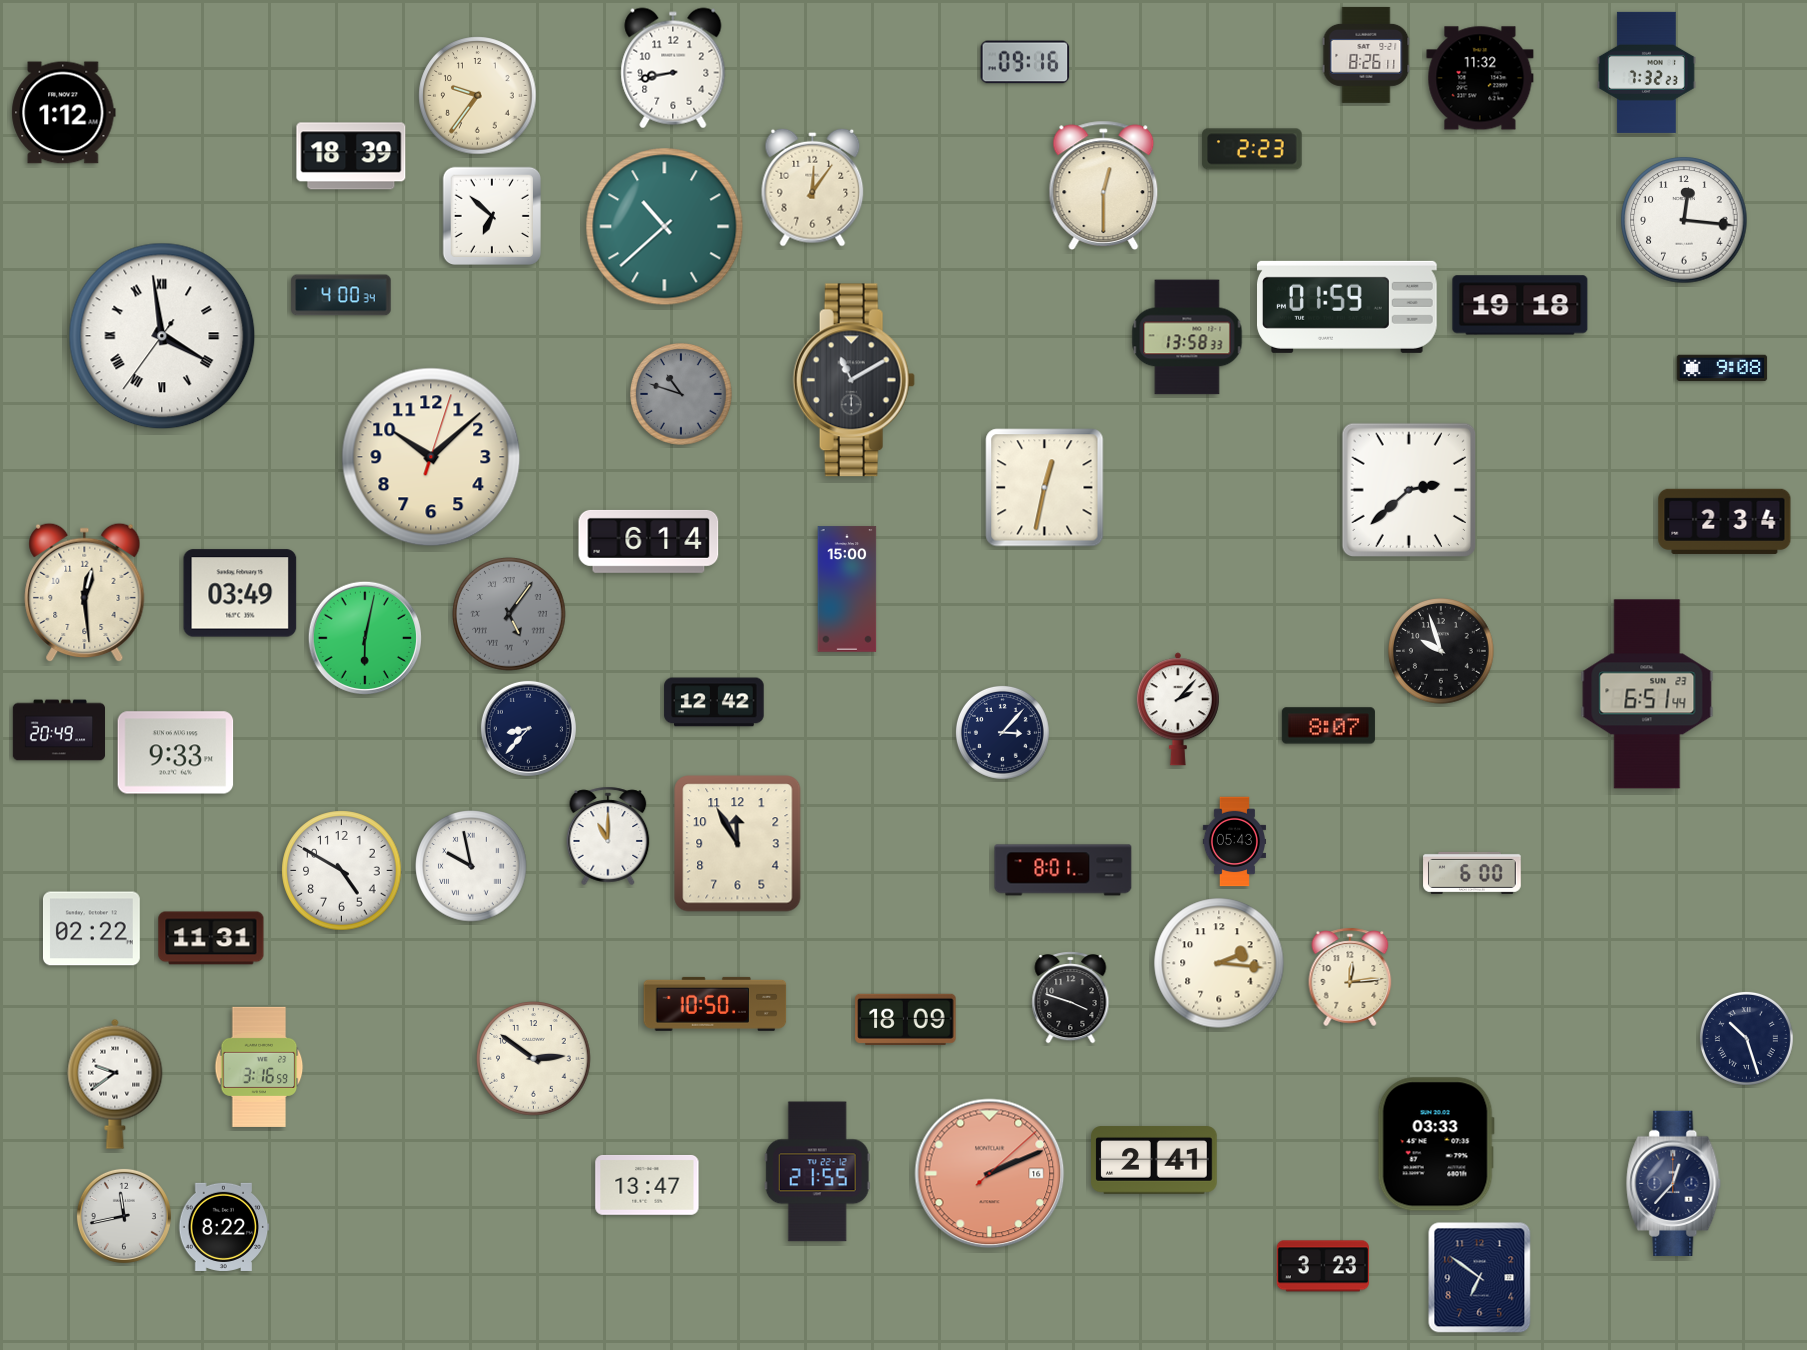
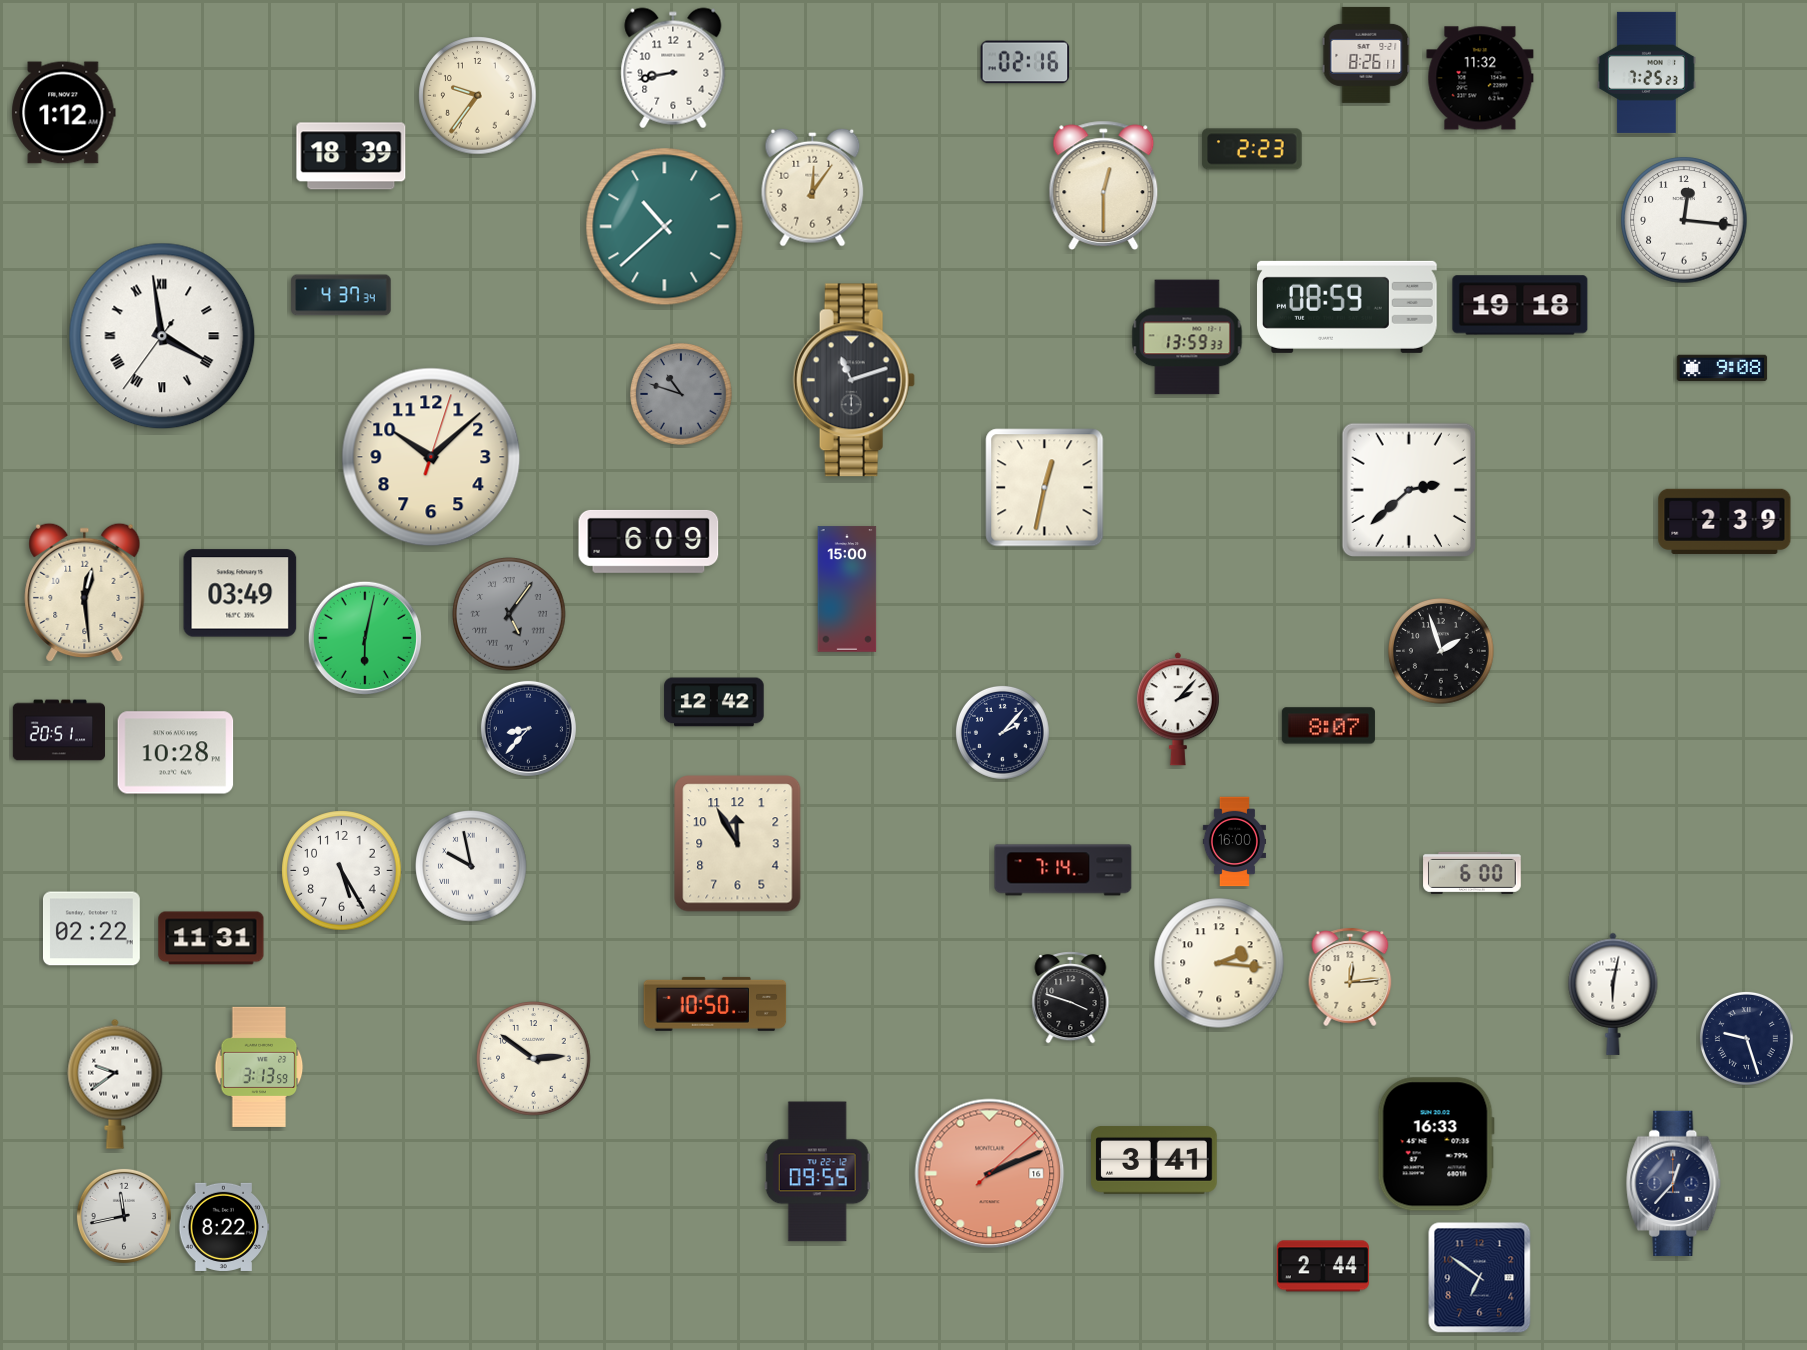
clock at (1025, 62): 09:16 -> 02:16
clock at (1646, 72): 7:32 -> 7:25
clock at (491, 215): 6:52 -> none
clock at (341, 295): 4:00 -> 4:37
clock at (1348, 307): 01:59 -> 08:59
clock at (1187, 337): 13:58 -> 13:59
clock at (854, 380): 11:10 -> 11:12
clock at (1725, 521): 2:34 -> 2:39
clock at (649, 541): 6:14 -> 6:09
clock at (1442, 652): 9:57 -> 1:57
clock at (1647, 694): 6:51 -> none
clock at (58, 730): 20:49 -> 20:51
clock at (1002, 732): 3:07 -> 2:07
clock at (176, 753): 9:33 -> 10:28
clock at (608, 836): 11:00 -> none
clock at (1234, 842): 05:43 -> 16:00
clock at (1063, 870): 8:01 -> 7:14
clock at (342, 871): 4:50 -> 5:25
clock at (1613, 994): none -> 6:02
clock at (906, 1019): 18:09 -> none
clock at (1746, 1038): 10:27 -> 9:27
clock at (259, 1067): 3:16 -> 3:13
clock at (1436, 1144): 03:33 -> 16:33
clock at (1154, 1160): 2:41 -> 3:41
clock at (817, 1172): 21:55 -> 09:55
clock at (647, 1185): 13:47 -> none
clock at (1323, 1266): 3:23 -> 2:44
